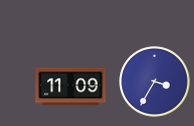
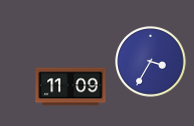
clock at (155, 82) position: (155, 82) -> (151, 62)
